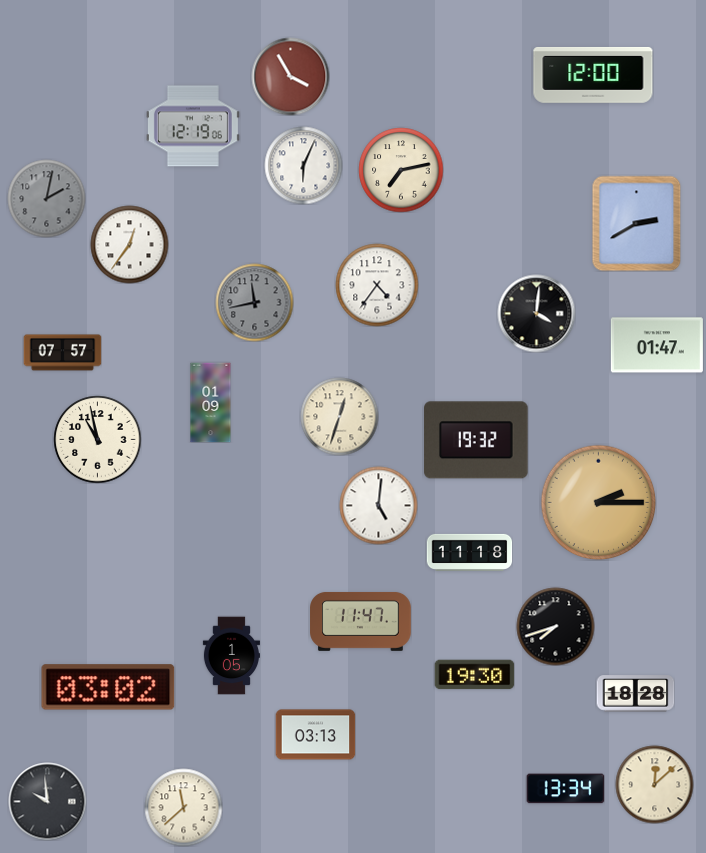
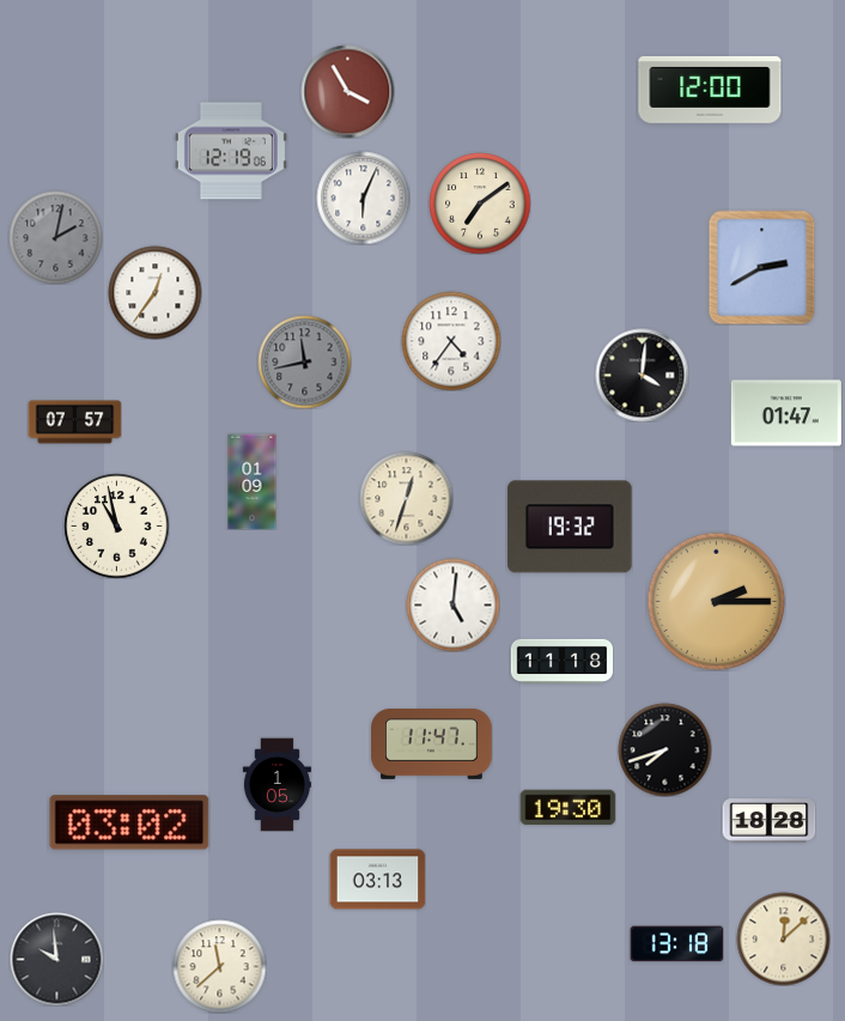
clock at (401, 170): 7:13 -> 7:09
clock at (635, 694) position: (635, 694) -> (768, 821)
clock at (565, 789): 13:34 -> 13:18
